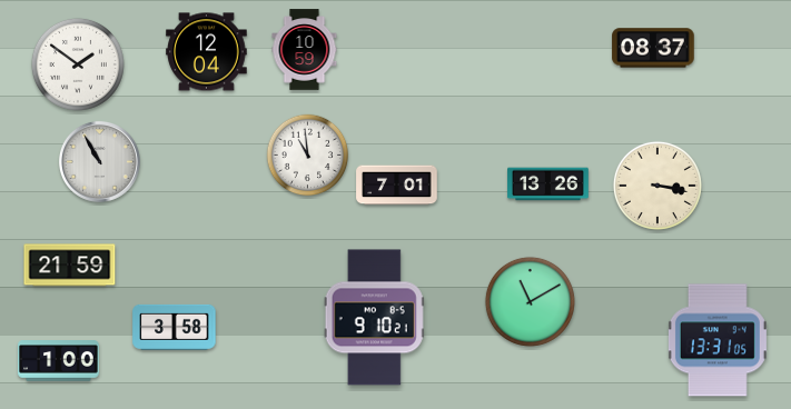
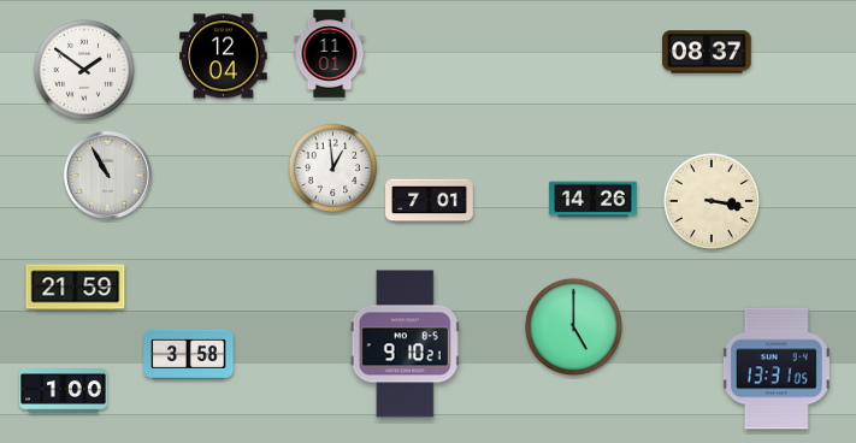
clock at (305, 50): 10:59 -> 11:01
clock at (308, 156): 10:59 -> 12:59
clock at (548, 184): 13:26 -> 14:26
clock at (530, 301): 11:10 -> 5:00
